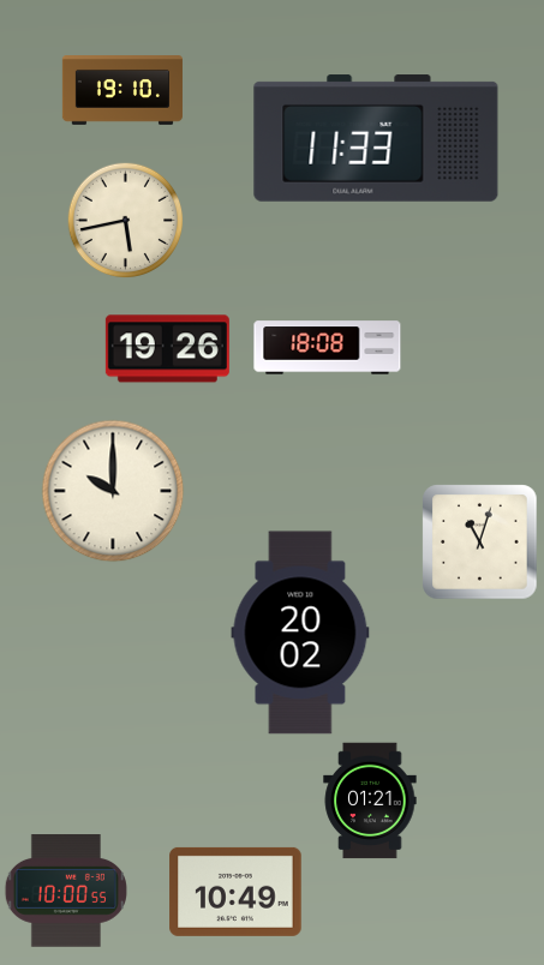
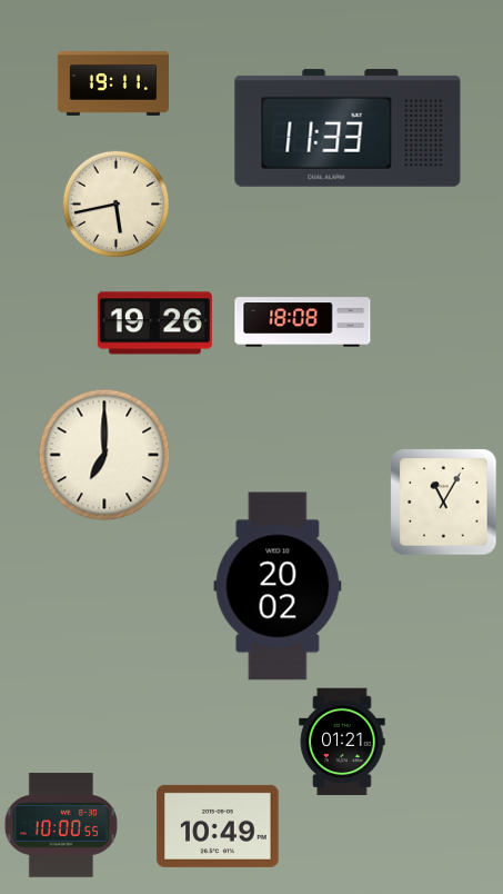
clock at (122, 90): 19:10 -> 19:11
clock at (113, 491): 10:00 -> 7:00
clock at (480, 543): 11:03 -> 11:05
